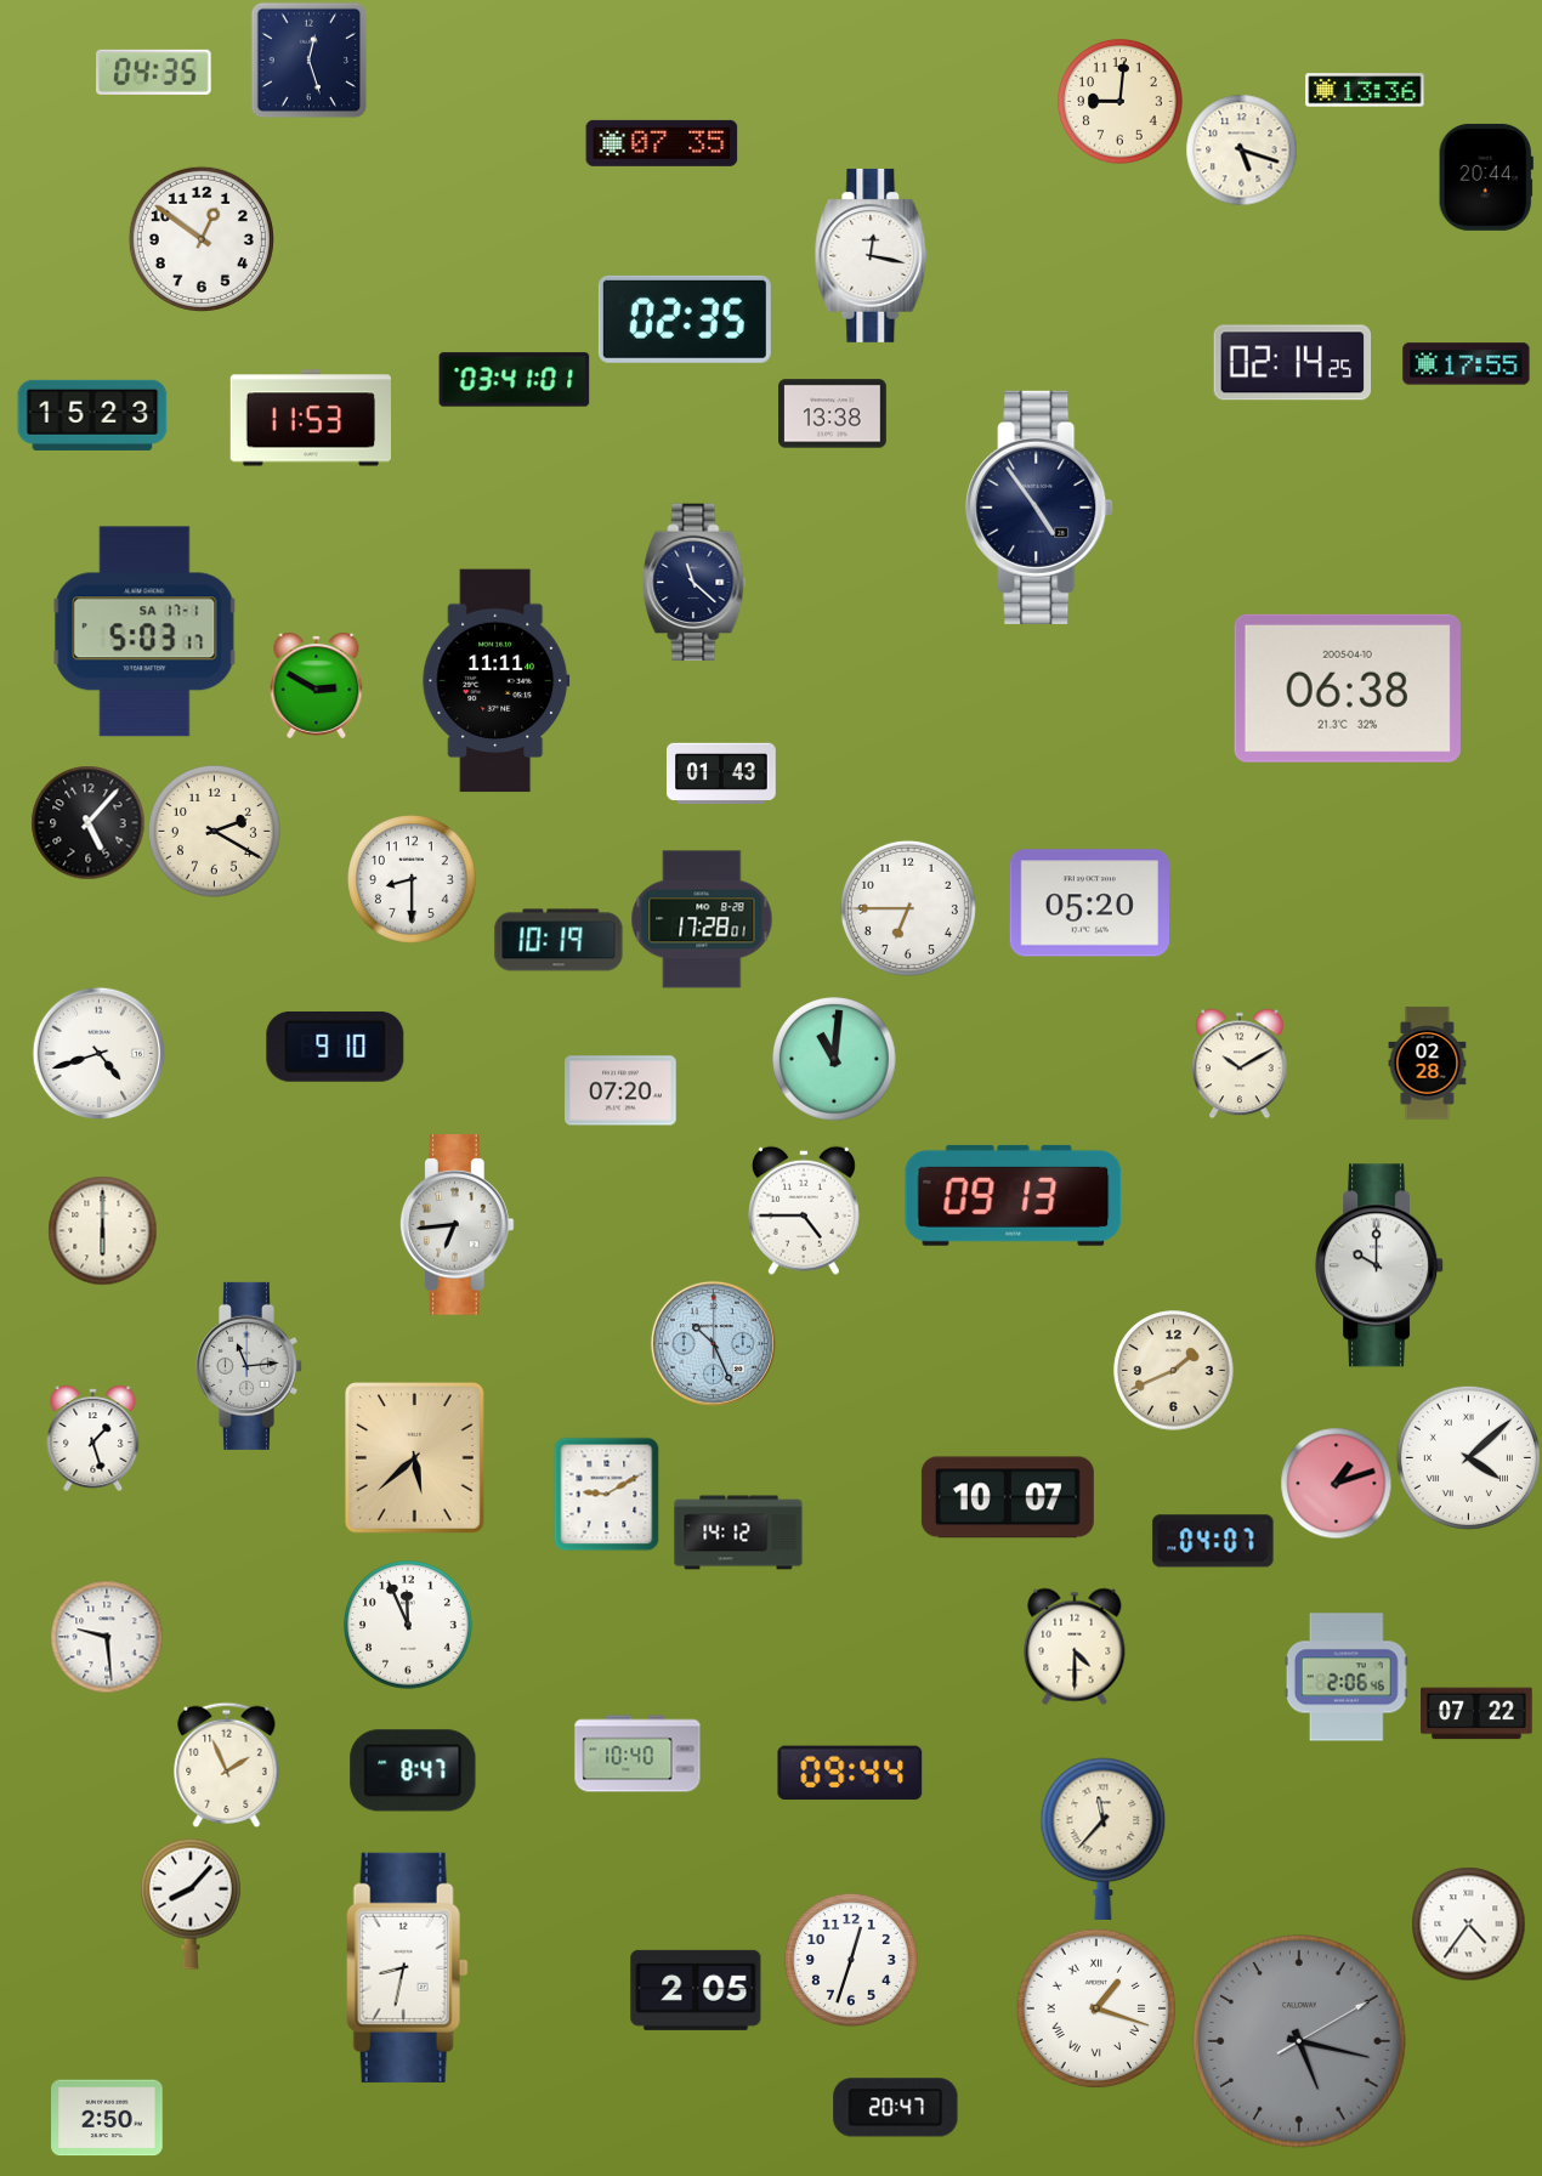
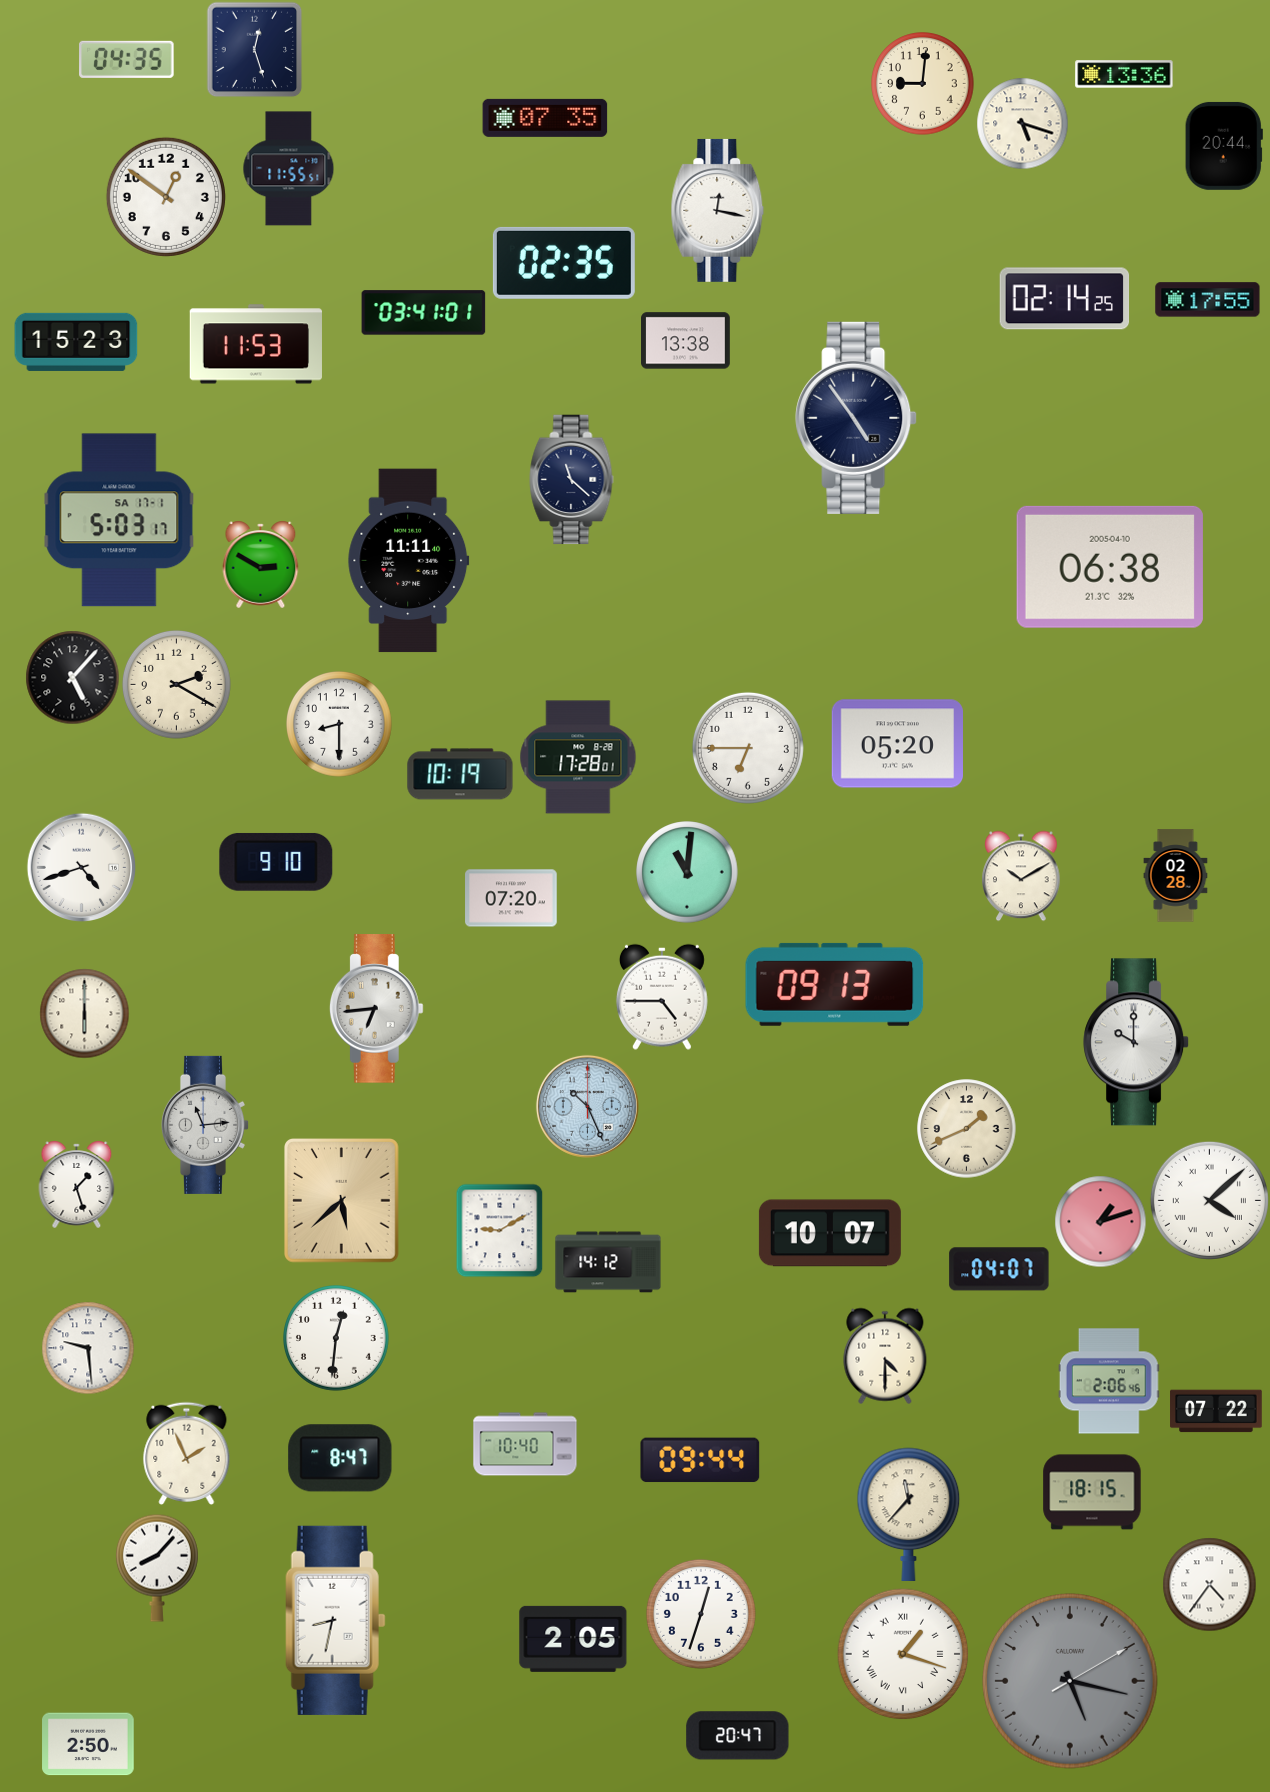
clock at (289, 169): none -> 11:55
clock at (722, 772): 01:43 -> none
clock at (409, 1626): 11:56 -> 12:31
clock at (1092, 1492): none -> 18:15
